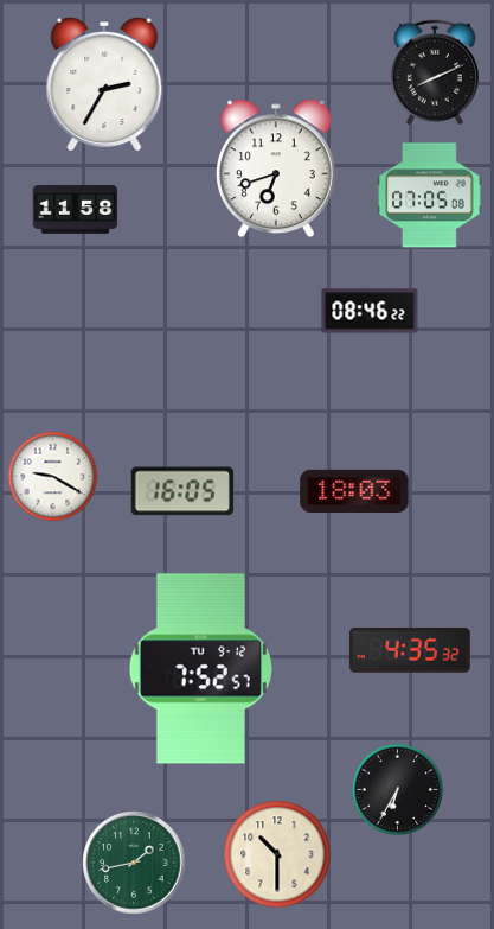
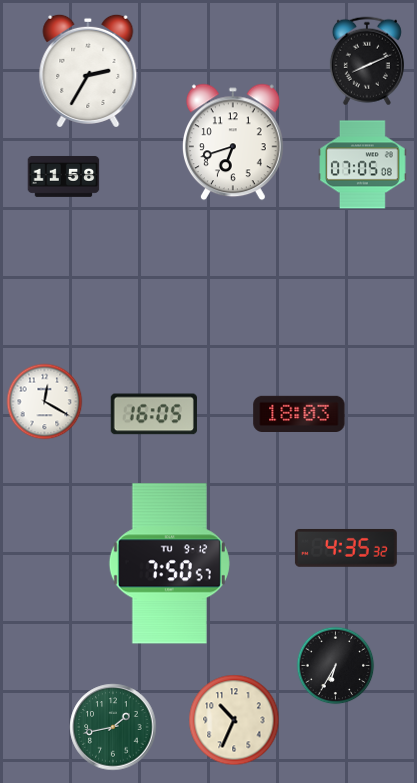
clock at (370, 311): 08:46 -> none
clock at (53, 477): 9:20 -> 12:20
clock at (200, 669): 7:52 -> 7:50
clock at (277, 854): 10:30 -> 10:34
